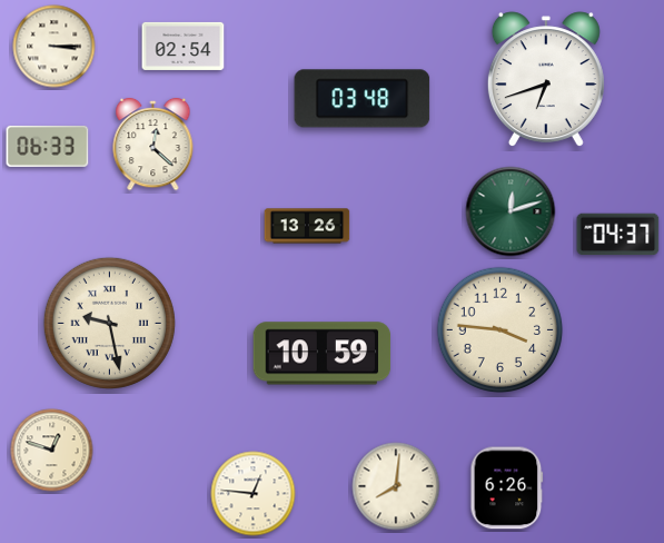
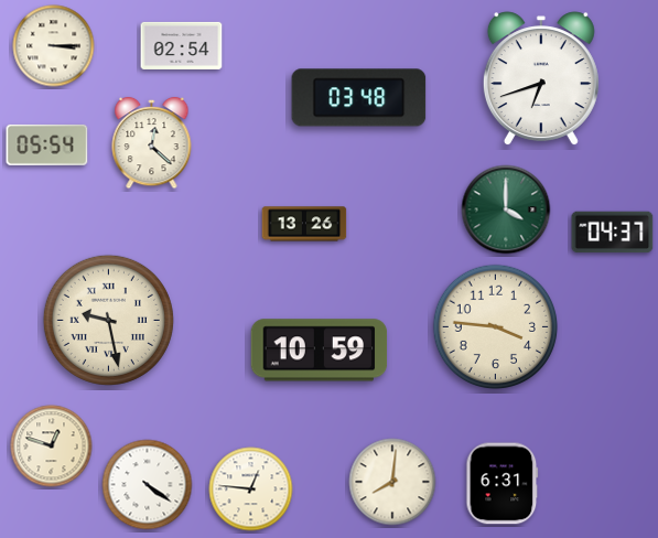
clock at (48, 146): 06:33 -> 05:54
clock at (511, 211): 12:12 -> 4:00
clock at (507, 488): 6:26 -> 6:31
clock at (148, 485): none -> 4:21
